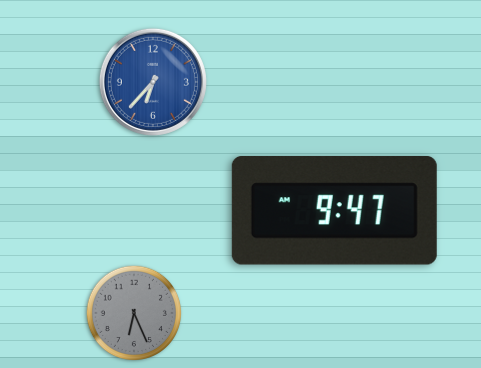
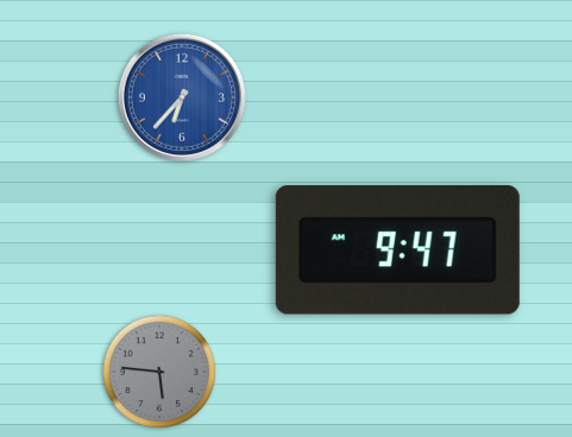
clock at (134, 313): 6:26 -> 5:46
